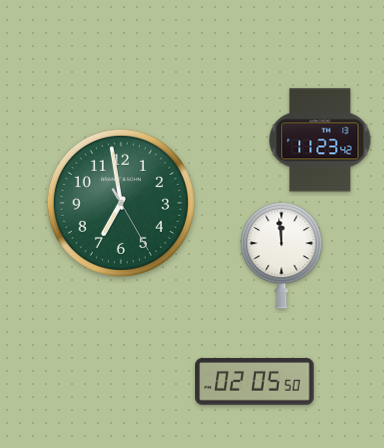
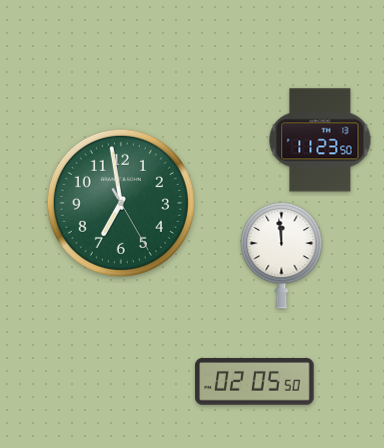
clock at (320, 140): 11:23:42 -> 11:23:50
